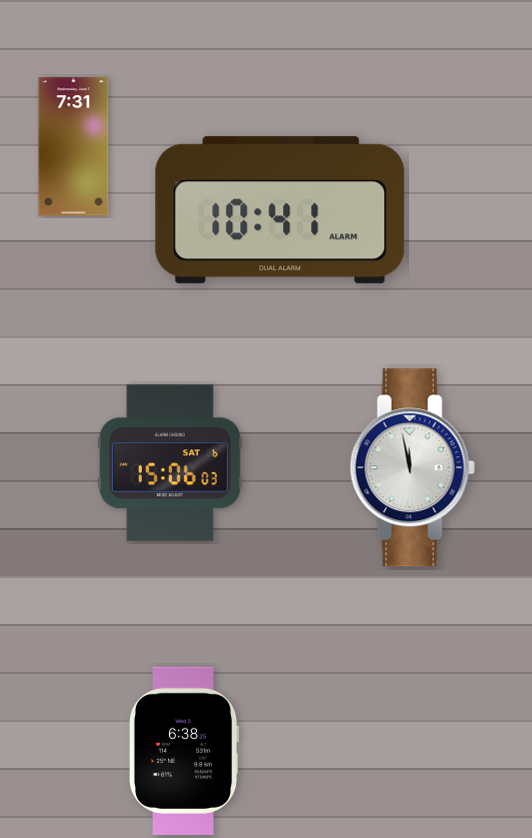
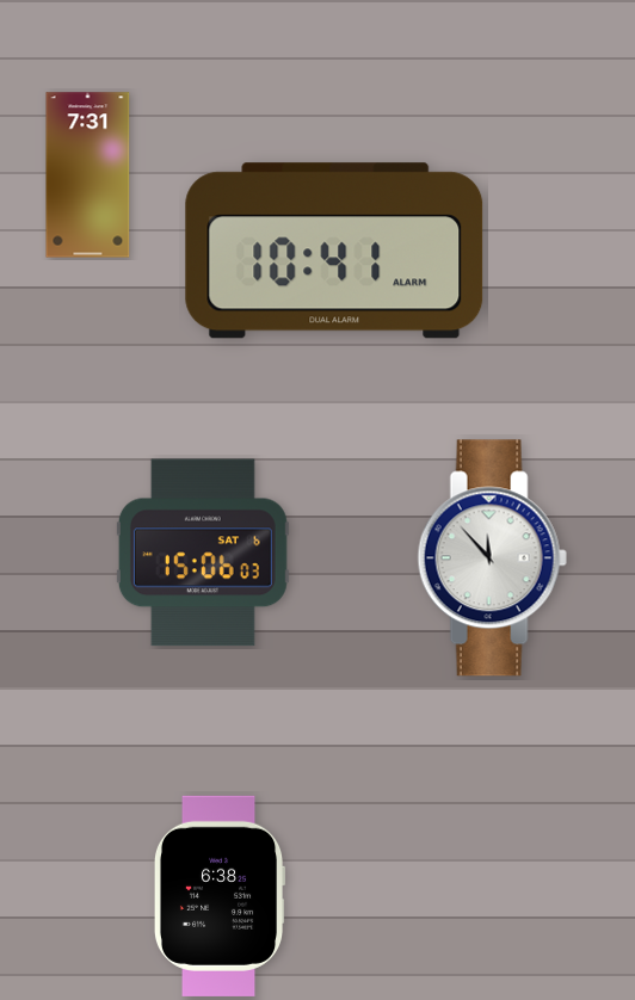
clock at (412, 468): 11:58 -> 11:53
